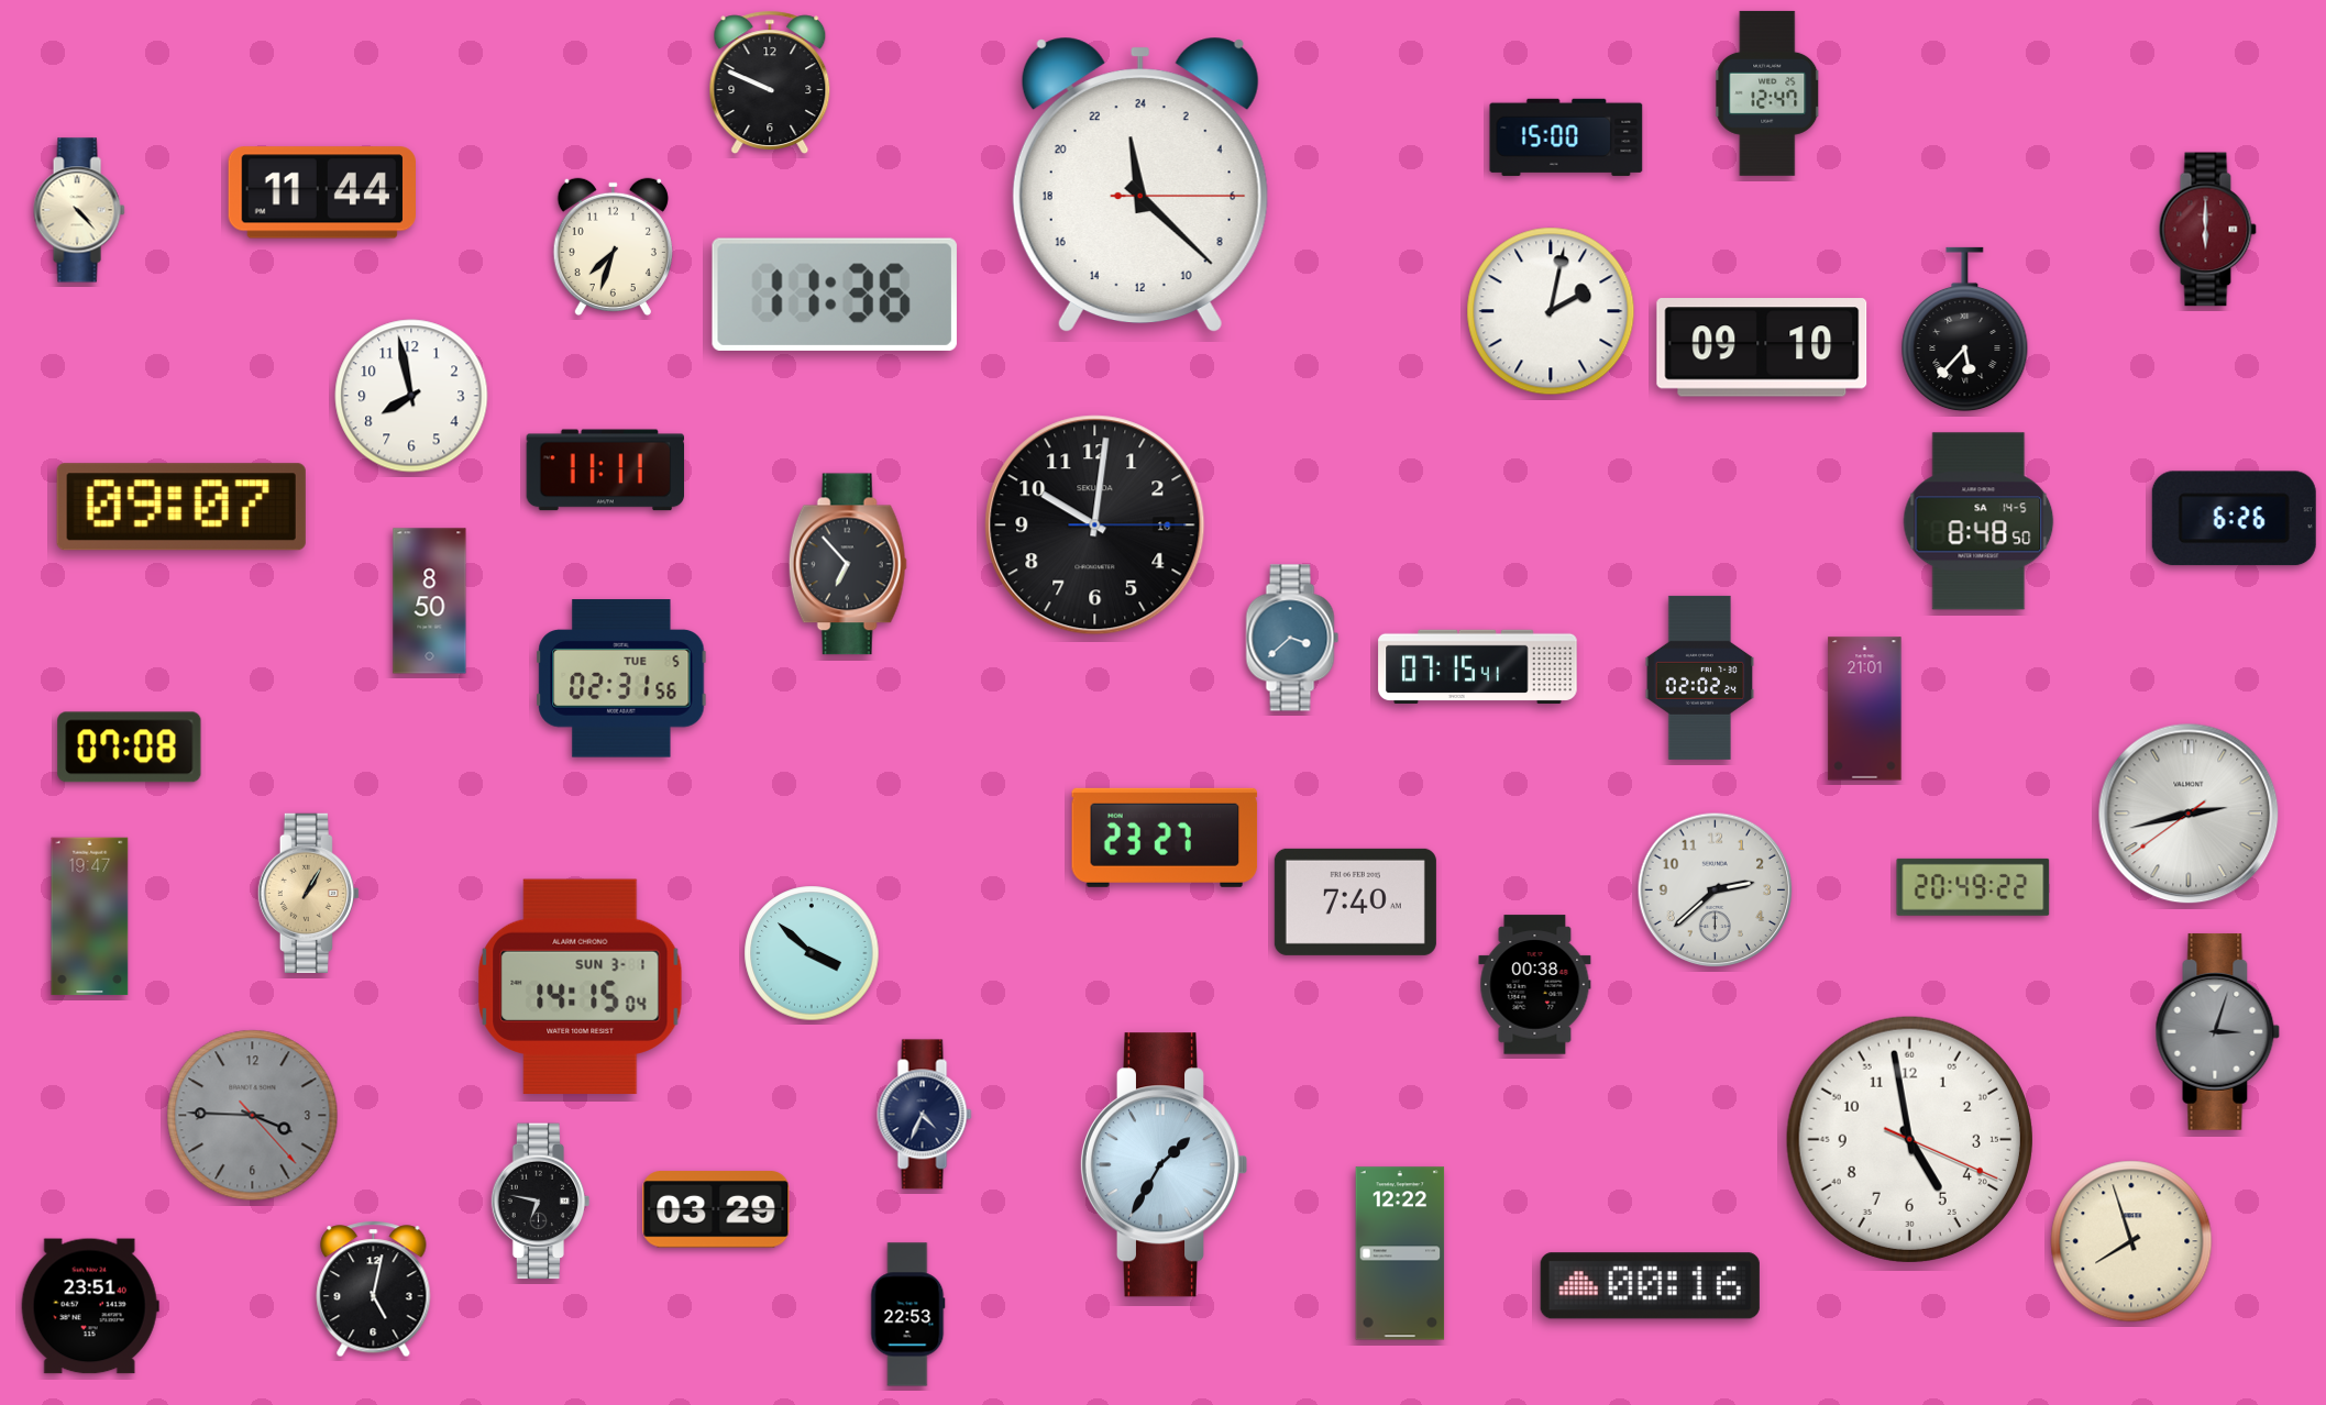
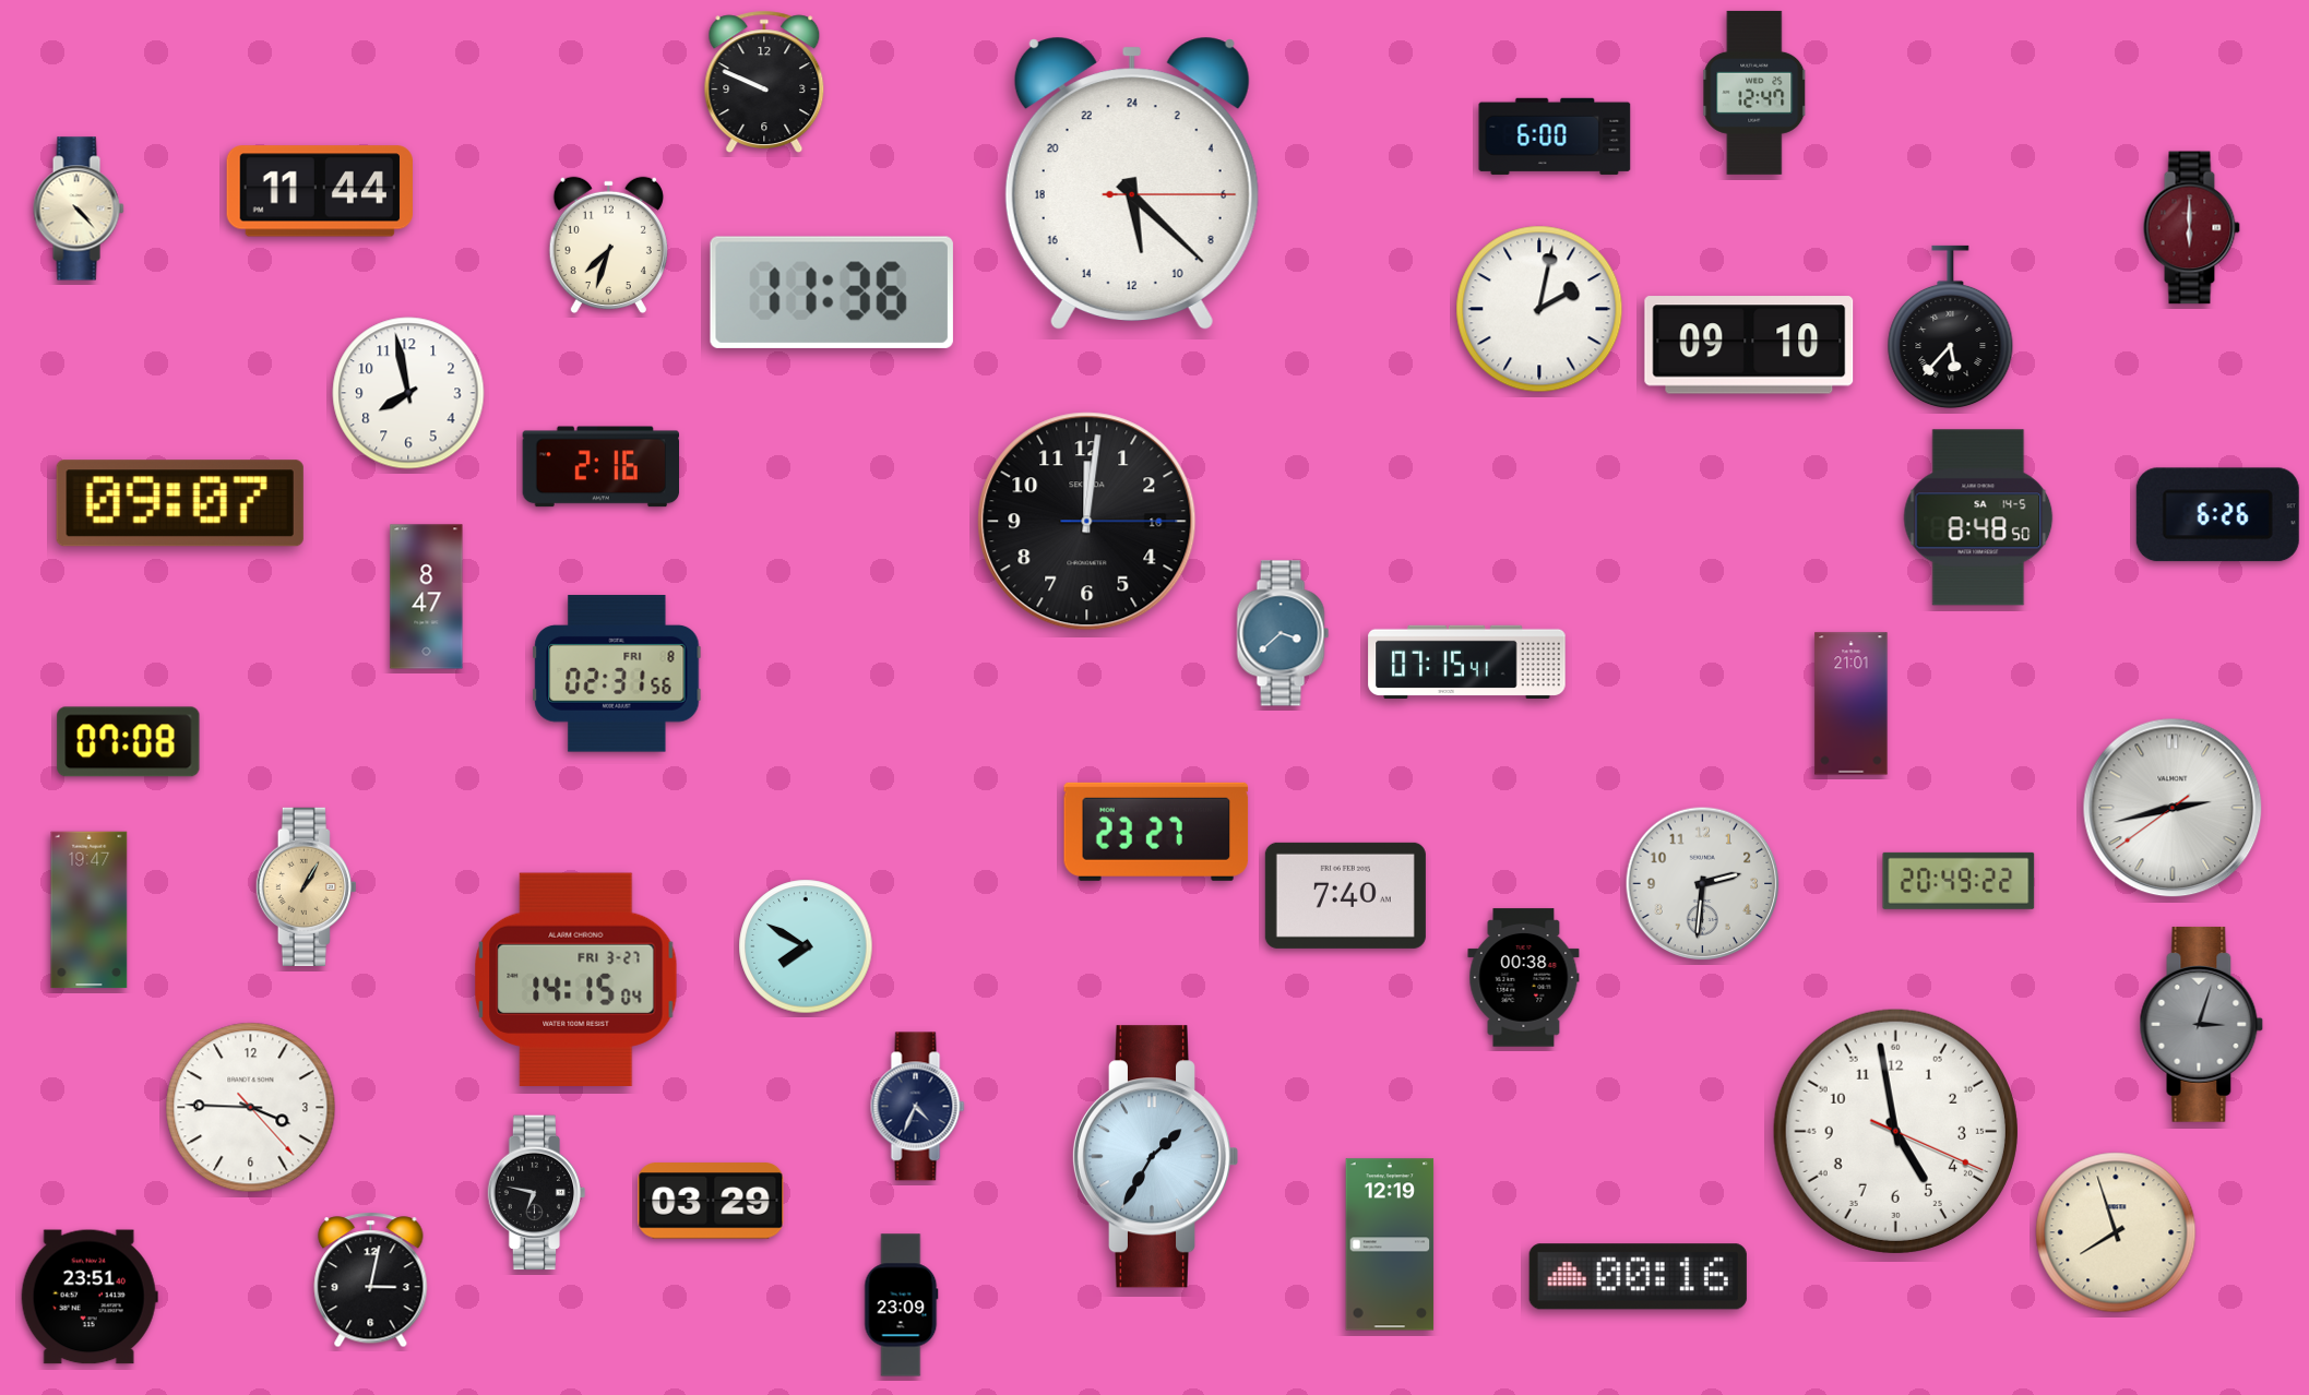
clock at (1566, 137): 15:00 -> 6:00
clock at (1140, 184): 23:22 -> 11:22
clock at (835, 295) position: (835, 295) -> (832, 293)
clock at (605, 471): 11:11 -> 2:16
clock at (1978, 521) position: (1978, 521) -> (1978, 517)
clock at (1095, 526): 10:01 -> 12:01
clock at (848, 564): 6:53 -> none
clock at (430, 601): 8:50 -> 8:47
clock at (1700, 677): 02:02 -> none
clock at (621, 678) date: TUE 5 -> FRI 8
clock at (1716, 890): 2:38 -> 2:31
clock at (812, 953): 3:52 -> 7:50
clock at (581, 987) date: SUN 3-1 -> FRI 3-27
clock at (253, 1116) dial: grey -> white
clock at (1400, 1253): 12:22 -> 12:19
clock at (374, 1290): 5:02 -> 3:02
clock at (908, 1315): 22:53 -> 23:09
